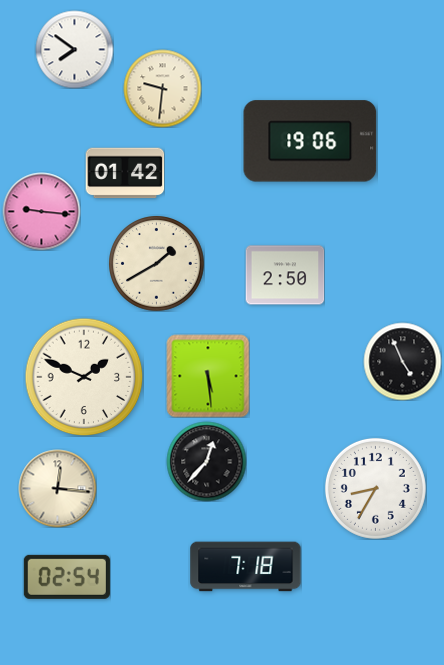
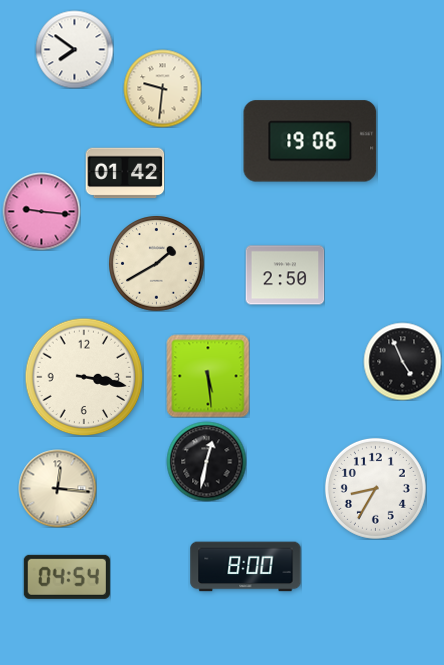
clock at (84, 377): 1:49 -> 3:17
clock at (206, 461): 12:37 -> 12:32
clock at (246, 567): 7:18 -> 8:00
clock at (67, 577): 02:54 -> 04:54
